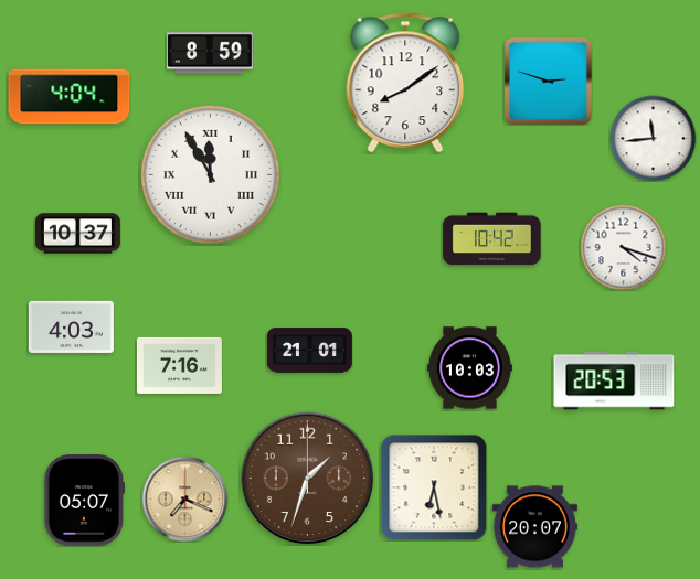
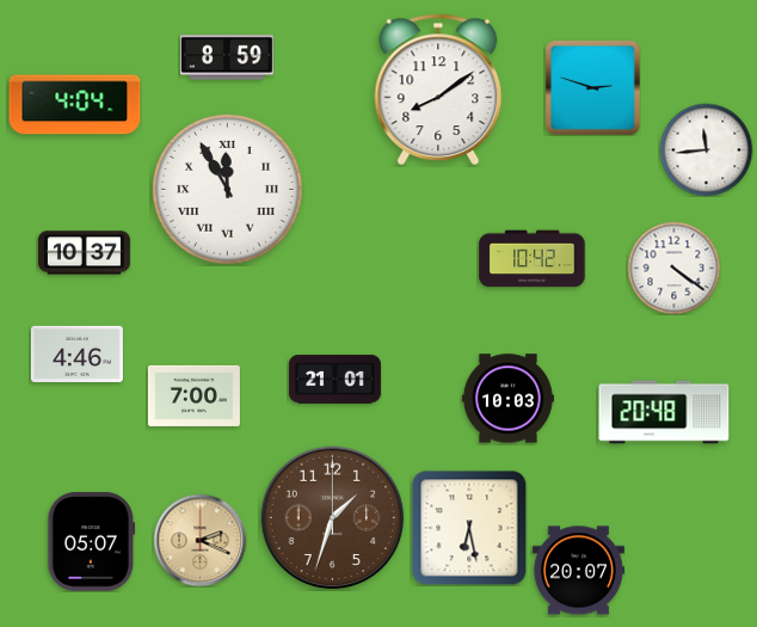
clock at (623, 247): 4:18 -> 4:21
clock at (71, 326): 4:03 -> 4:46
clock at (179, 365): 7:16 -> 7:00
clock at (614, 380): 20:53 -> 20:48
clock at (184, 498): 7:19 -> 2:19
